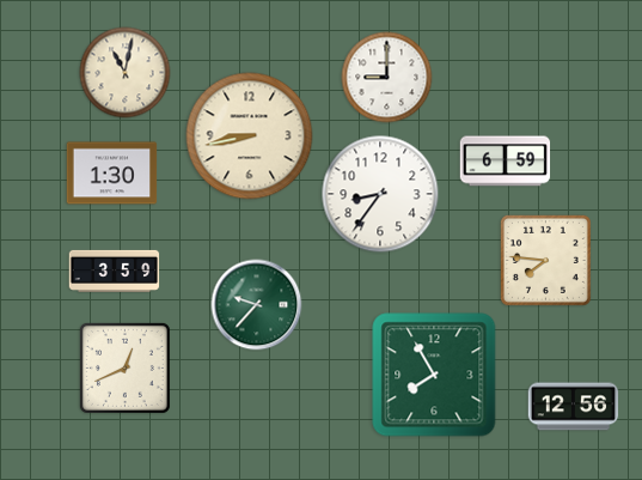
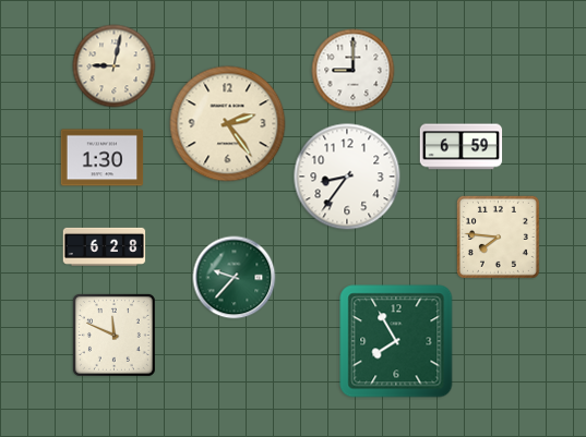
clock at (126, 73): 11:02 -> 9:02
clock at (250, 136): 8:43 -> 2:24
clock at (115, 271): 3:59 -> 6:28
clock at (124, 367): 12:41 -> 11:49
clock at (574, 407): 12:56 -> none
